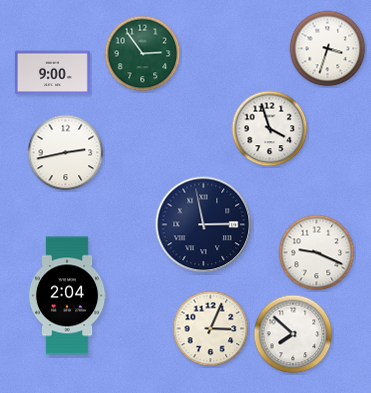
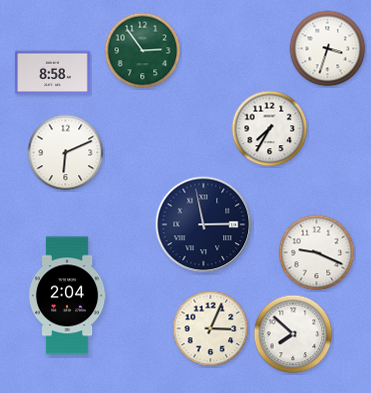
clock at (143, 54) position: (143, 54) -> (143, 51)
clock at (52, 73): 9:00 -> 8:58
clock at (270, 129): 3:57 -> 7:35
clock at (66, 153): 2:43 -> 6:11
